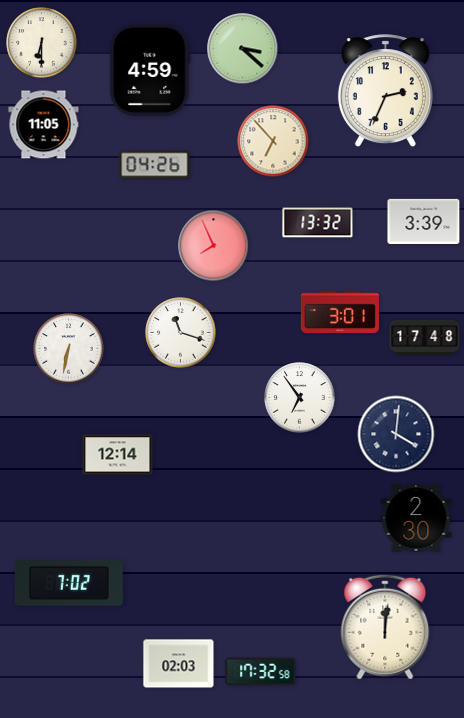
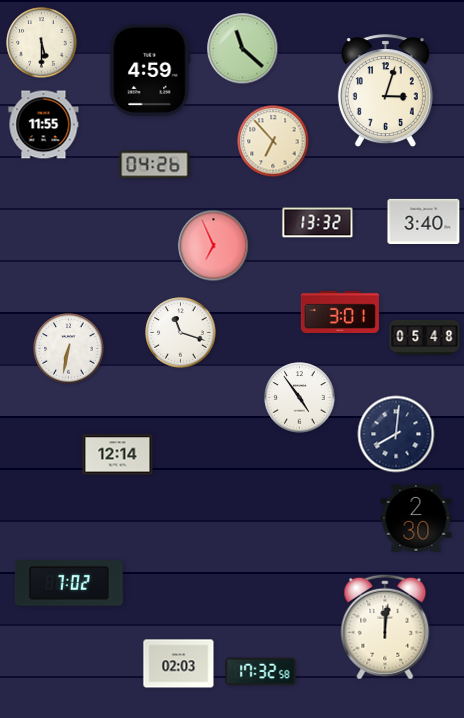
clock at (42, 43): 6:30 -> 5:30
clock at (243, 49): 3:22 -> 11:22
clock at (385, 91): 2:34 -> 3:03
clock at (44, 125): 11:05 -> 11:55
clock at (424, 221): 3:39 -> 3:40
clock at (214, 246): 7:56 -> 6:56
clock at (425, 337): 17:48 -> 05:48
clock at (300, 398): 6:54 -> 4:54
clock at (396, 434): 4:01 -> 8:01
